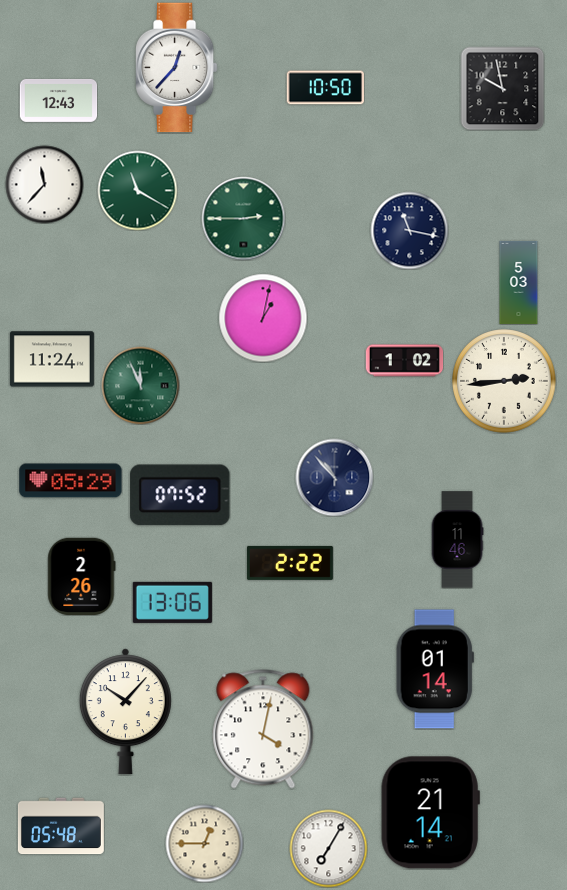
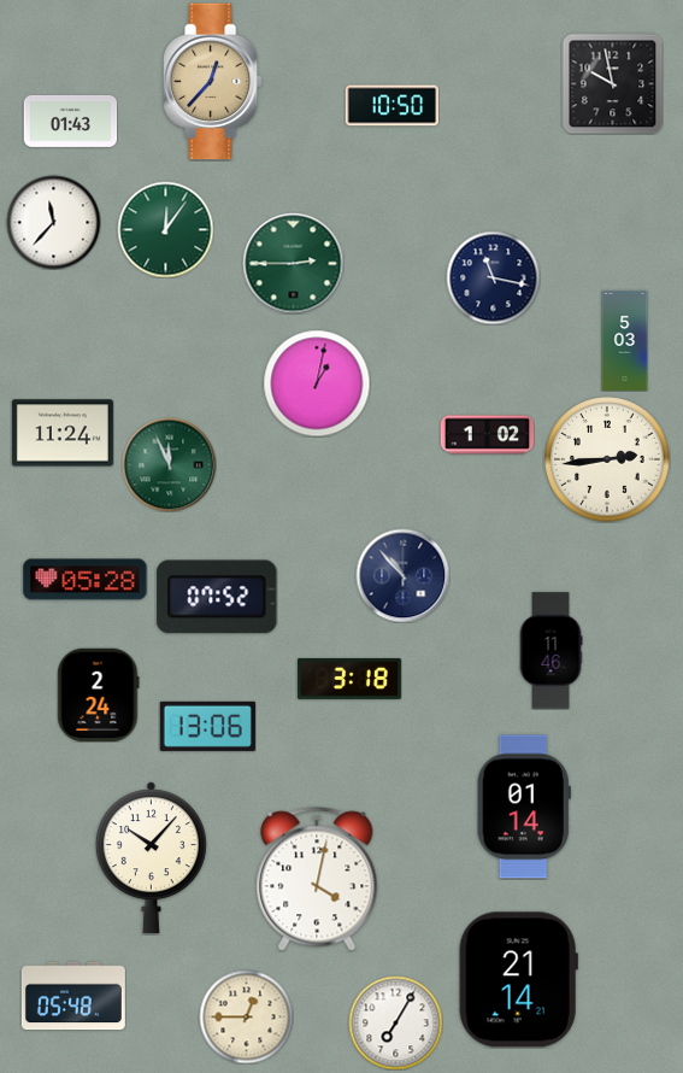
clock at (177, 68) dial: white -> champagne
clock at (502, 88) position: (502, 88) -> (612, 83)
clock at (58, 100): 12:43 -> 01:43
clock at (137, 190): 11:20 -> 12:06
clock at (71, 481): 05:29 -> 05:28
clock at (290, 563): 2:22 -> 3:18
clock at (82, 576): 2:26 -> 2:24
